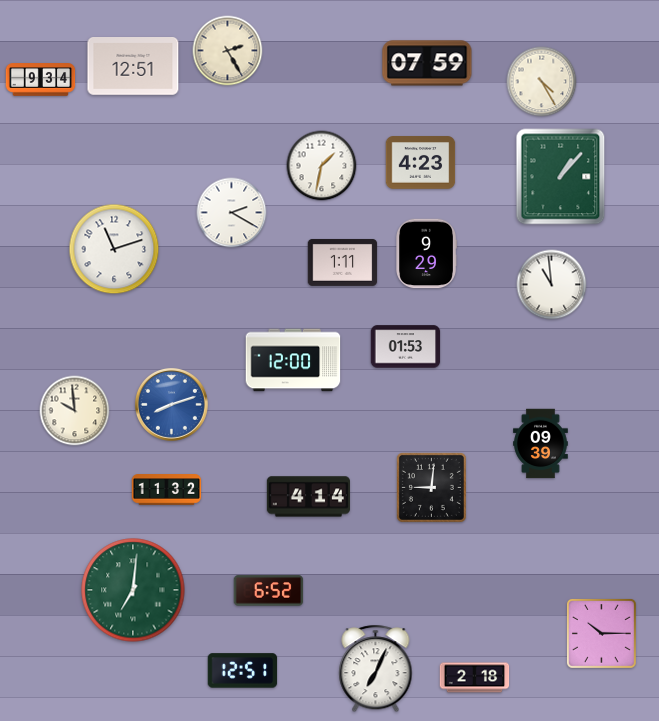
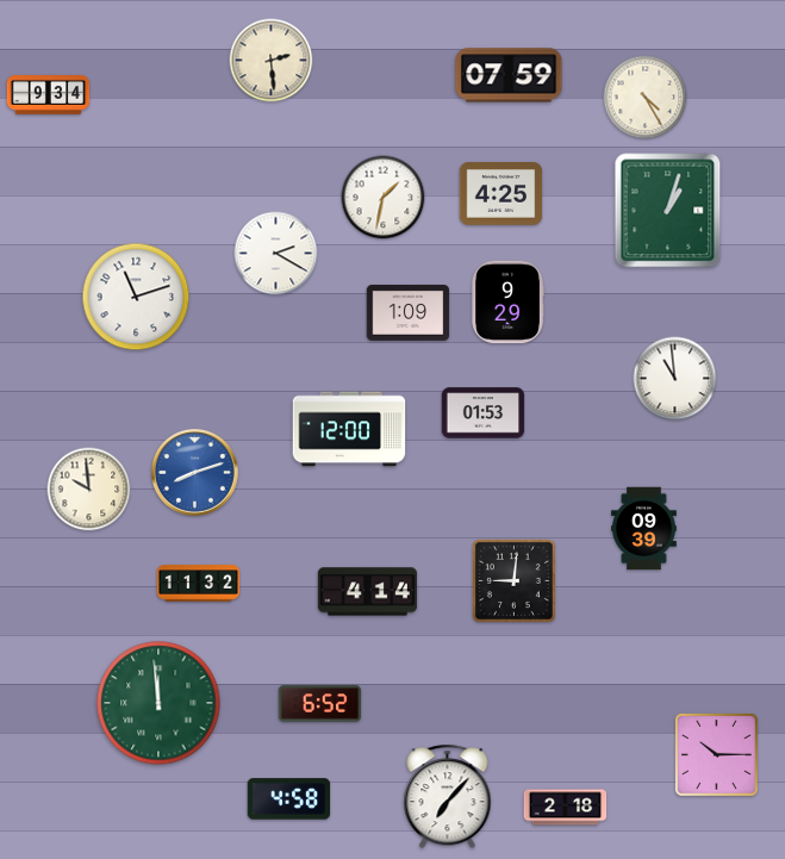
clock at (228, 51): 2:25 -> 2:29
clock at (133, 67): 12:51 -> none
clock at (421, 163): 4:23 -> 4:25
clock at (561, 177): 1:07 -> 1:03
clock at (343, 262): 1:11 -> 1:09
clock at (552, 285) position: (552, 285) -> (675, 379)
clock at (171, 404) position: (171, 404) -> (194, 472)
clock at (133, 590): 7:01 -> 11:59
clock at (376, 669): 7:04 -> 7:07
clock at (243, 671): 12:51 -> 4:58
